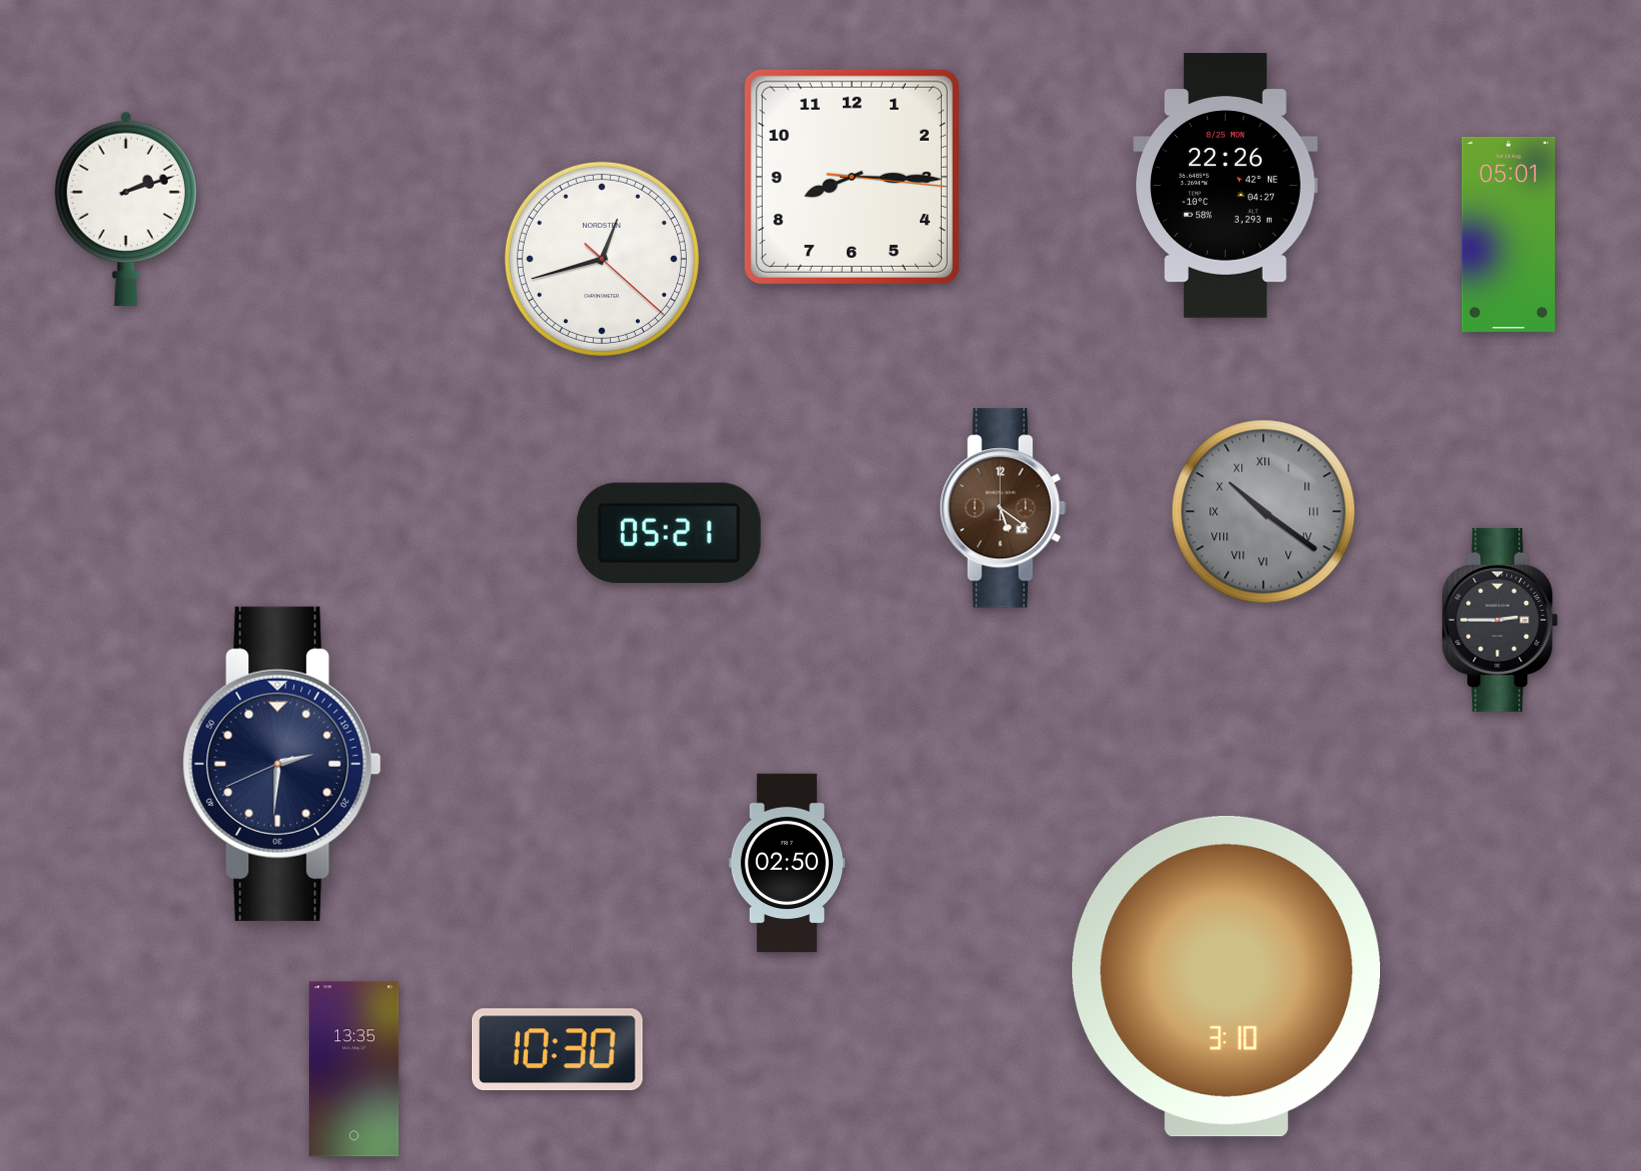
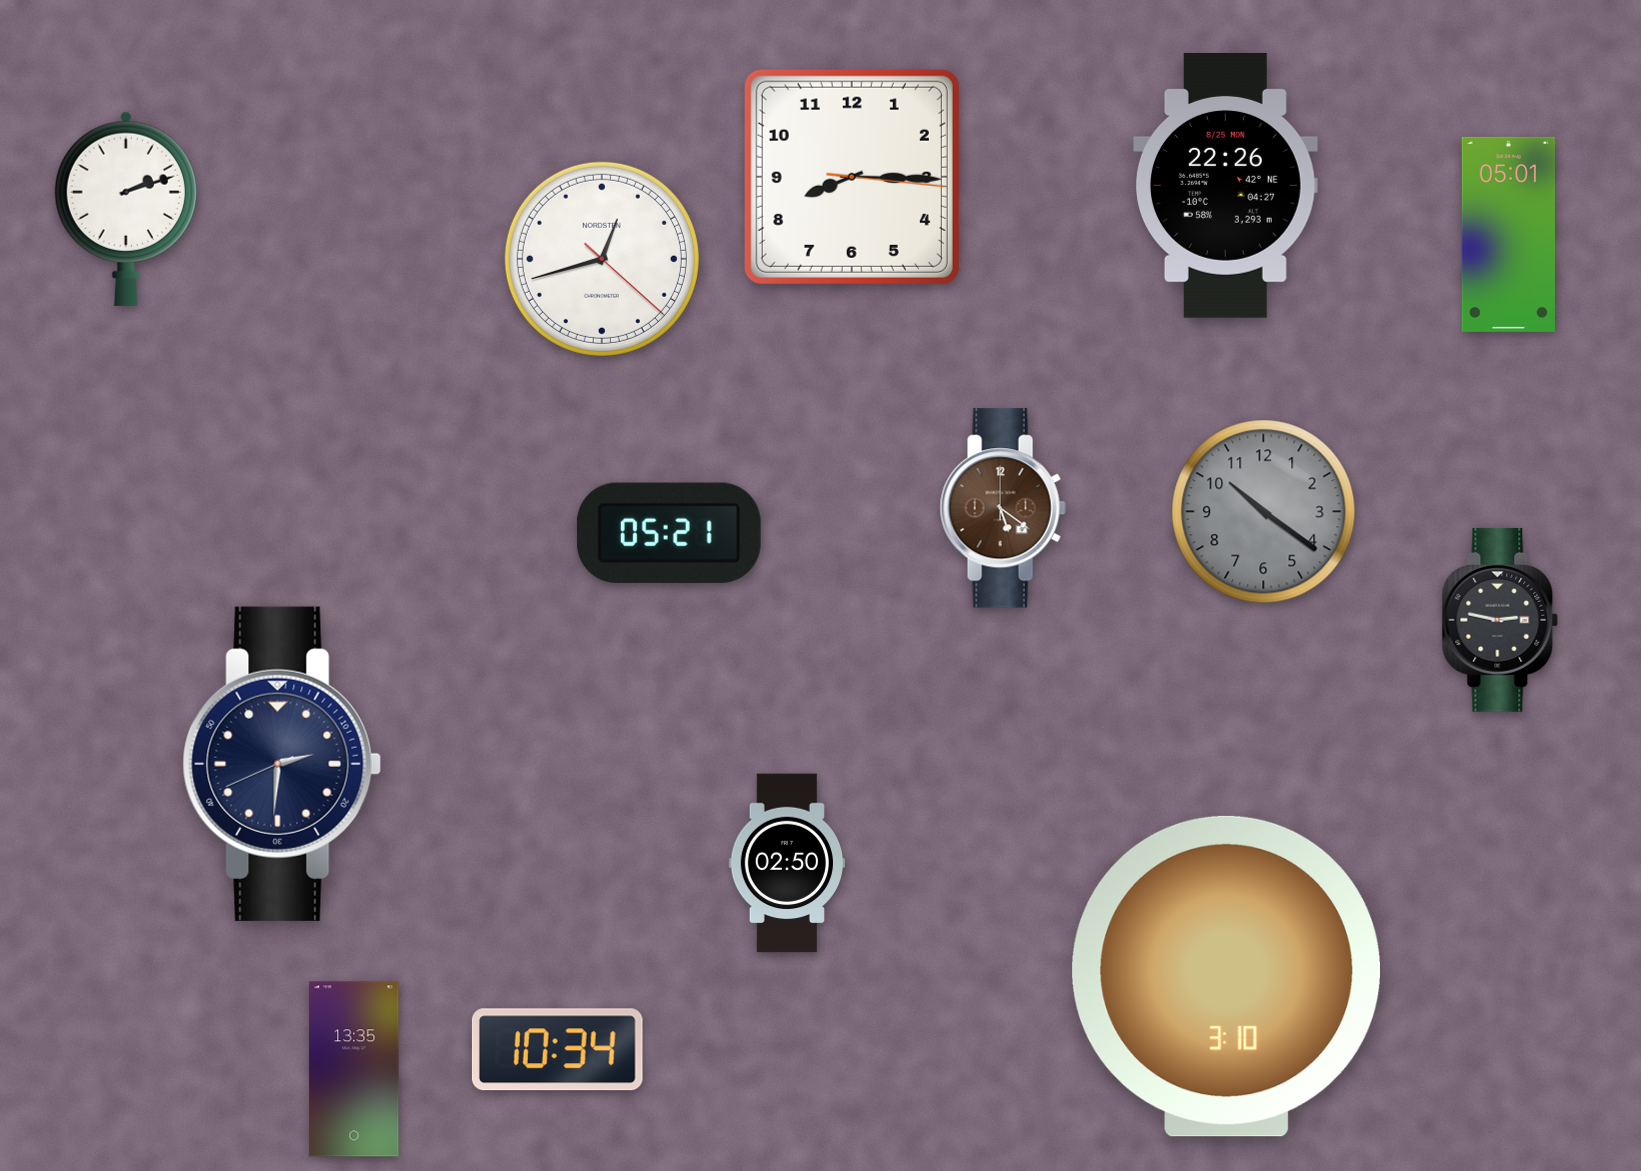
clock at (1264, 512) numerals: Roman -> Arabic
clock at (1500, 620): 2:45 -> 2:47
clock at (557, 1050): 10:30 -> 10:34
